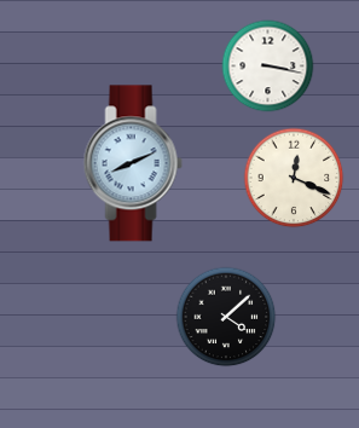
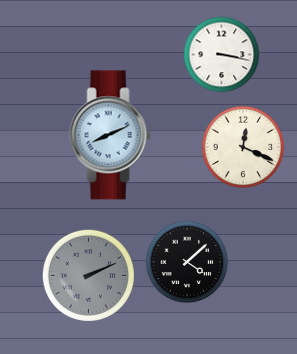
clock at (88, 275): none -> 2:11
